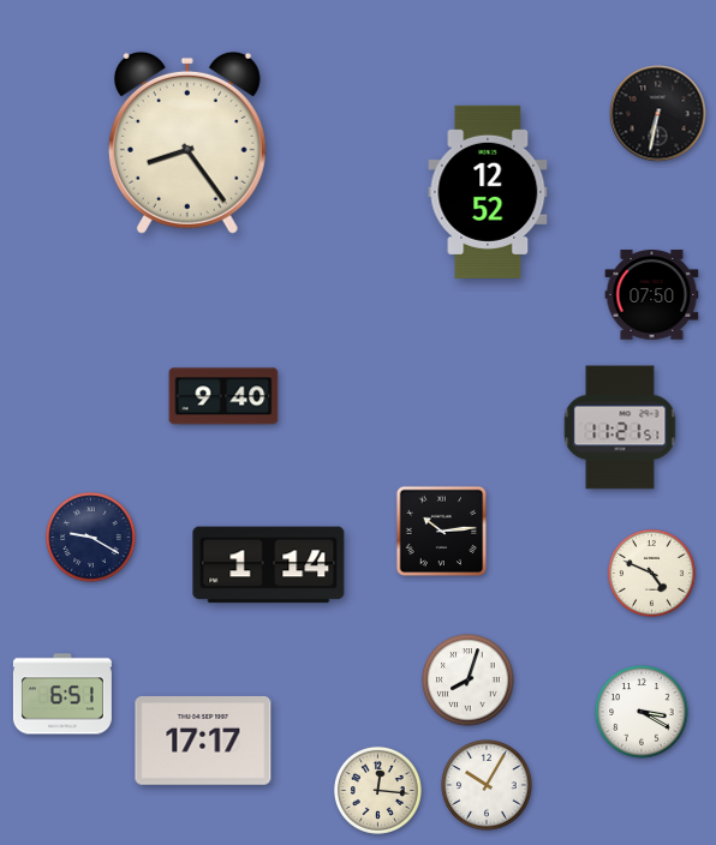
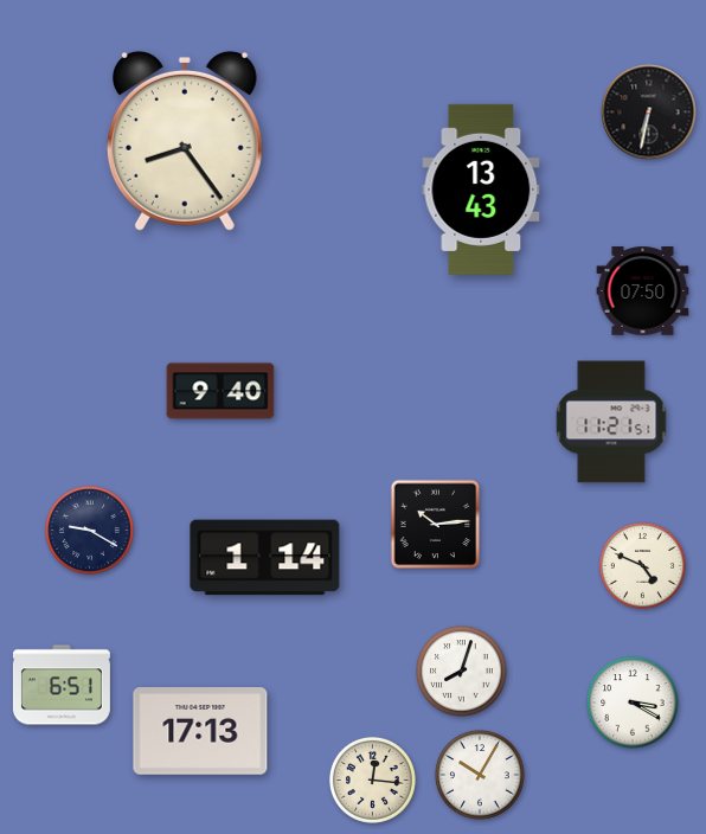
clock at (488, 192): 12:52 -> 13:43
clock at (203, 742): 17:17 -> 17:13
